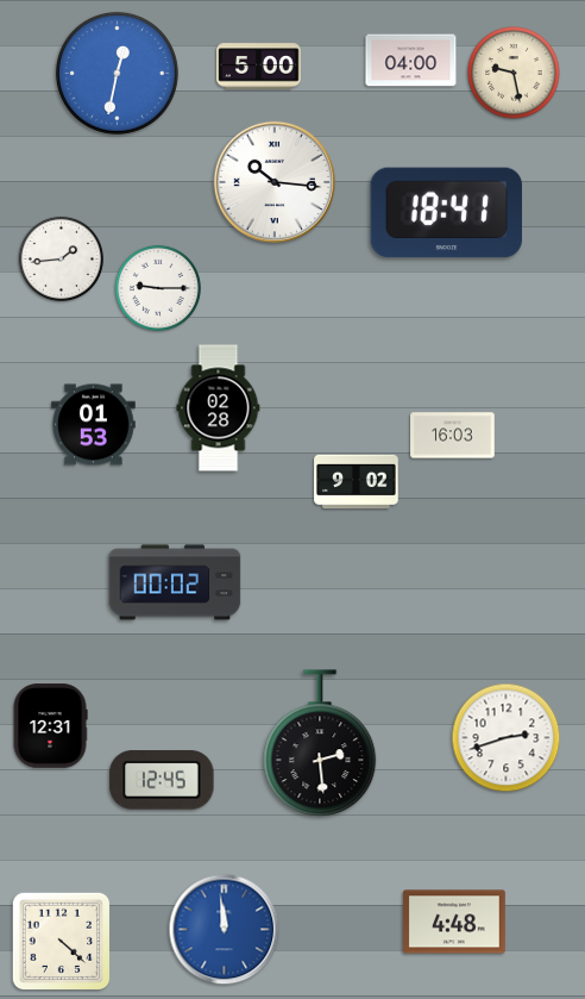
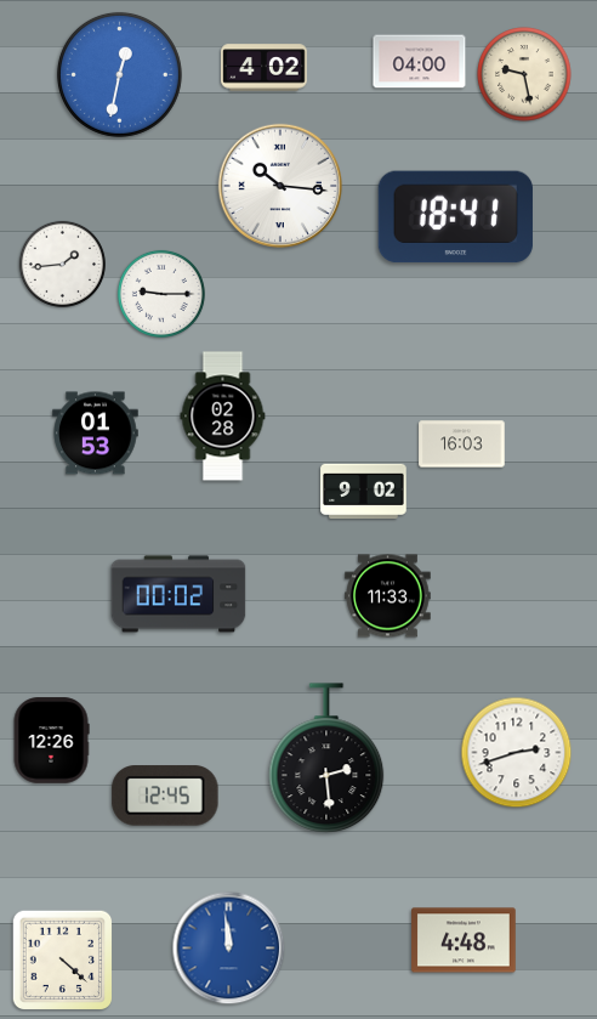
clock at (259, 67): 5:00 -> 4:02
clock at (388, 596): none -> 11:33
clock at (50, 726): 12:31 -> 12:26
